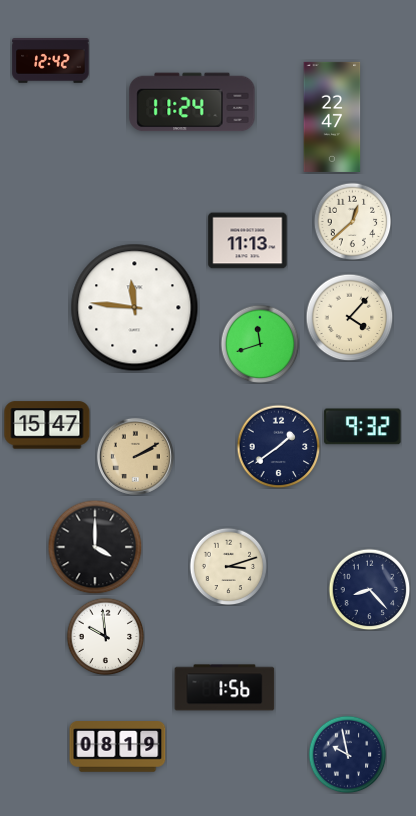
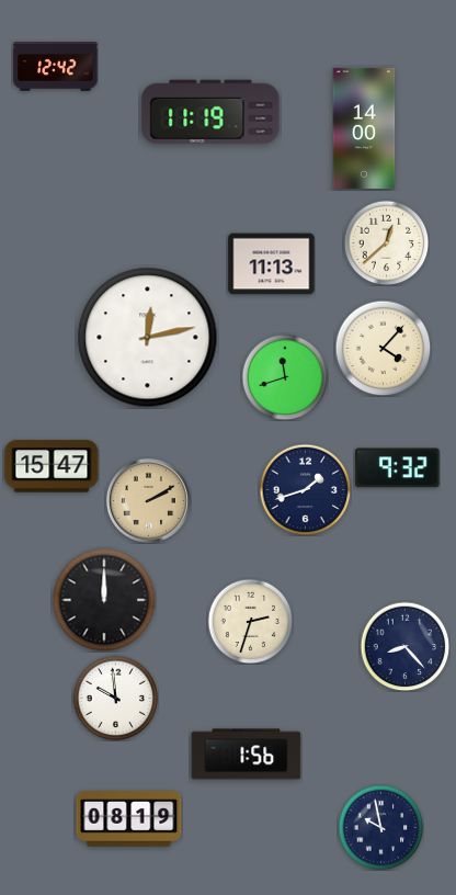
clock at (192, 102): 11:24 -> 11:19
clock at (332, 117): 22:47 -> 14:00
clock at (135, 308): 11:46 -> 12:13
clock at (278, 446): 1:39 -> 1:42
clock at (95, 547): 4:00 -> 12:00
clock at (228, 566): 3:12 -> 2:33
